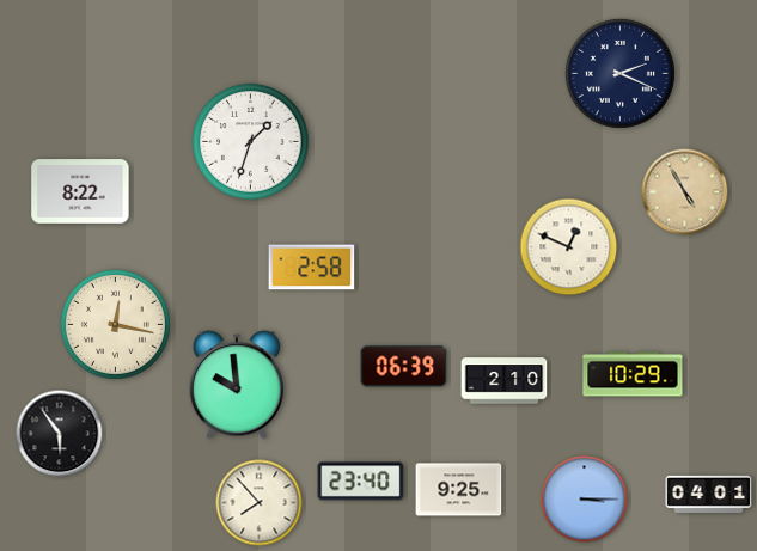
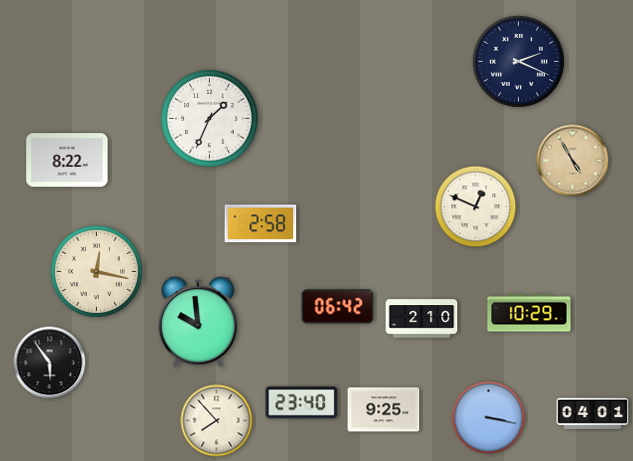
clock at (251, 142): 1:33 -> 1:34
clock at (404, 367): 06:39 -> 06:42
clock at (585, 500): 3:15 -> 3:17
